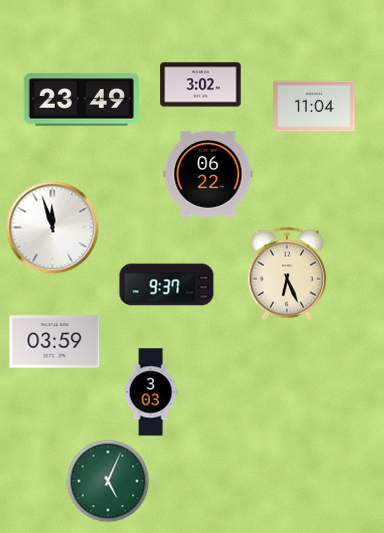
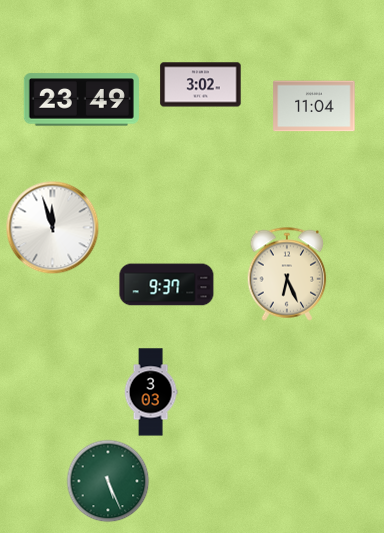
clock at (208, 174): 06:22 -> none
clock at (55, 342): 03:59 -> none
clock at (108, 481): 5:04 -> 5:26
